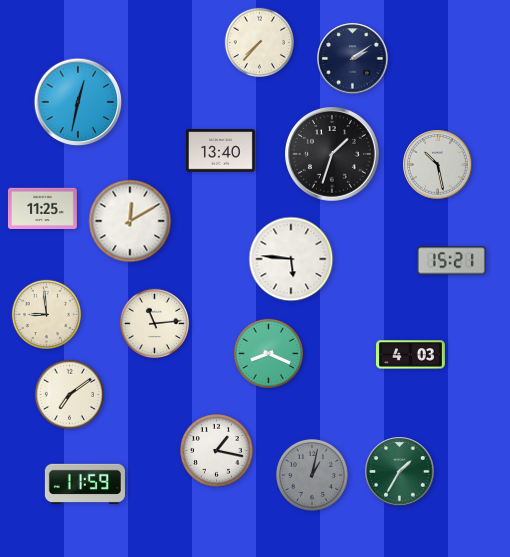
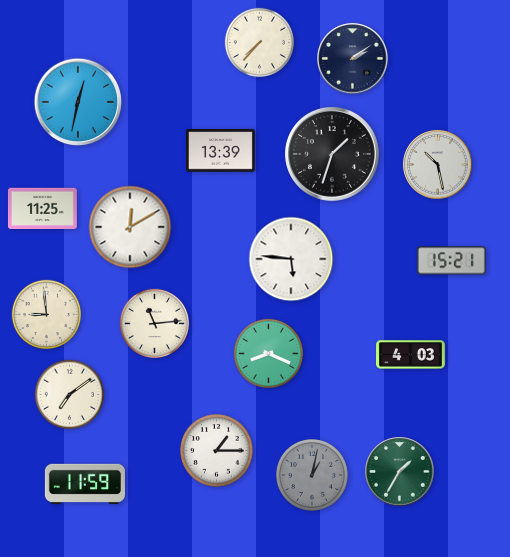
clock at (221, 151): 13:40 -> 13:39
clock at (130, 221) position: (130, 221) -> (130, 227)
clock at (217, 451): 1:17 -> 1:15
